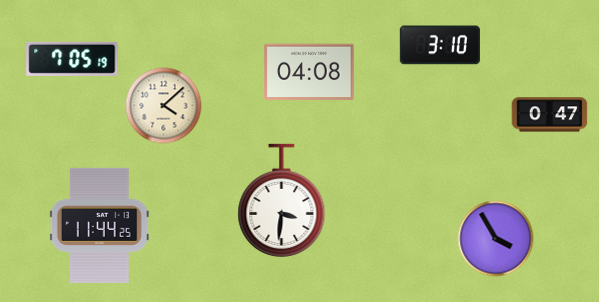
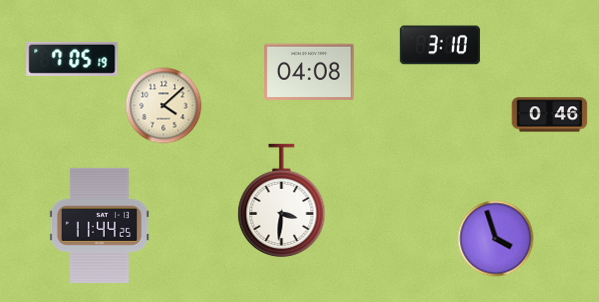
clock at (550, 115): 0:47 -> 0:46
clock at (496, 239): 3:55 -> 3:57
